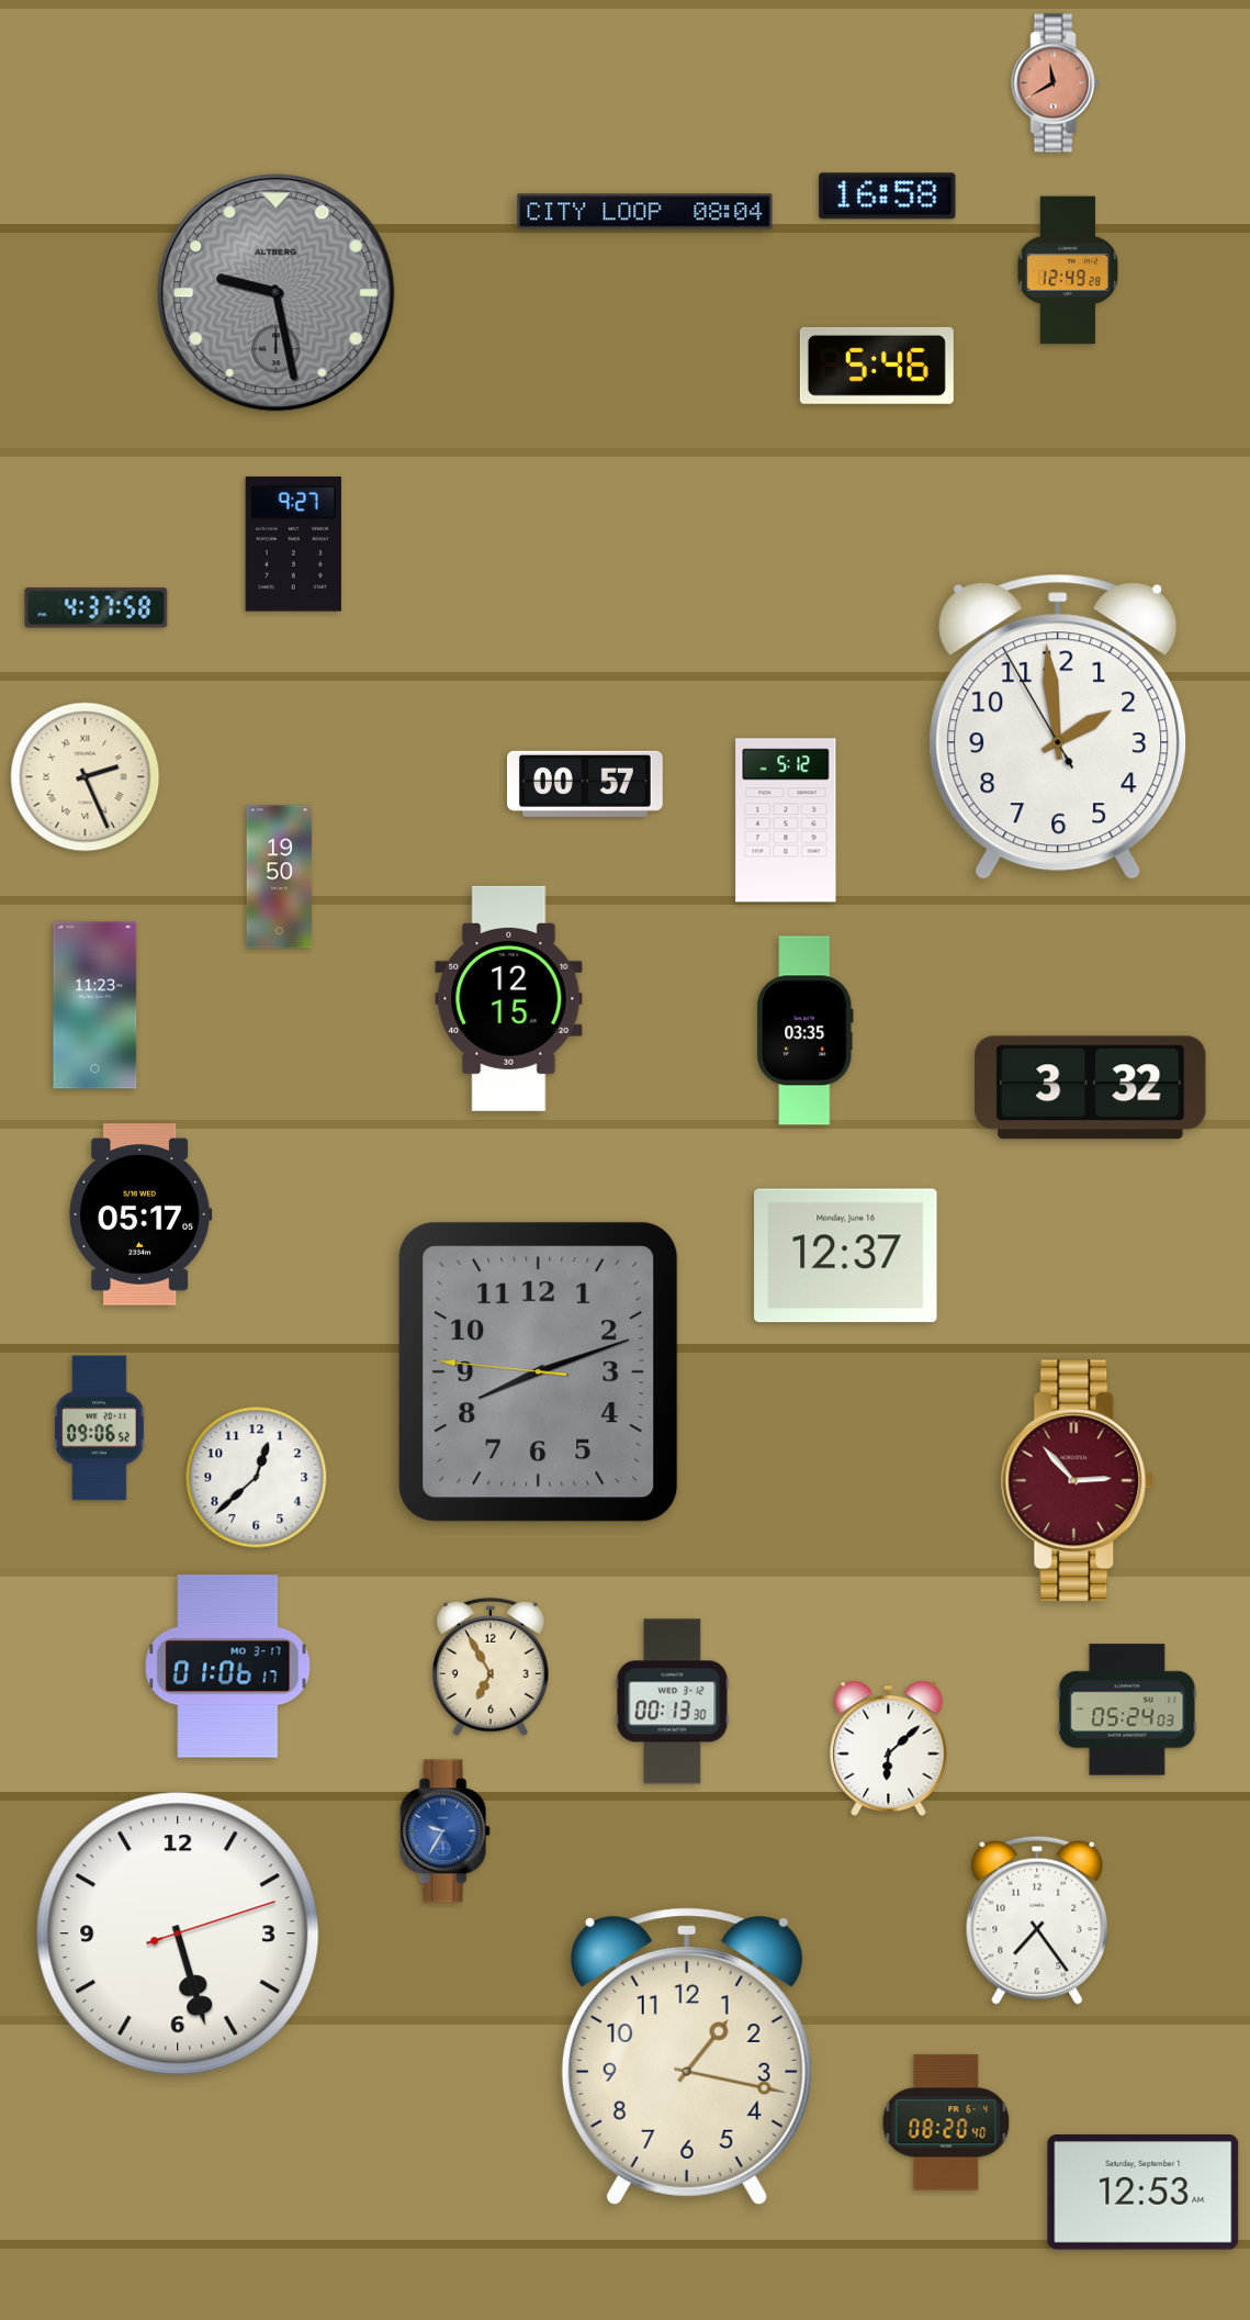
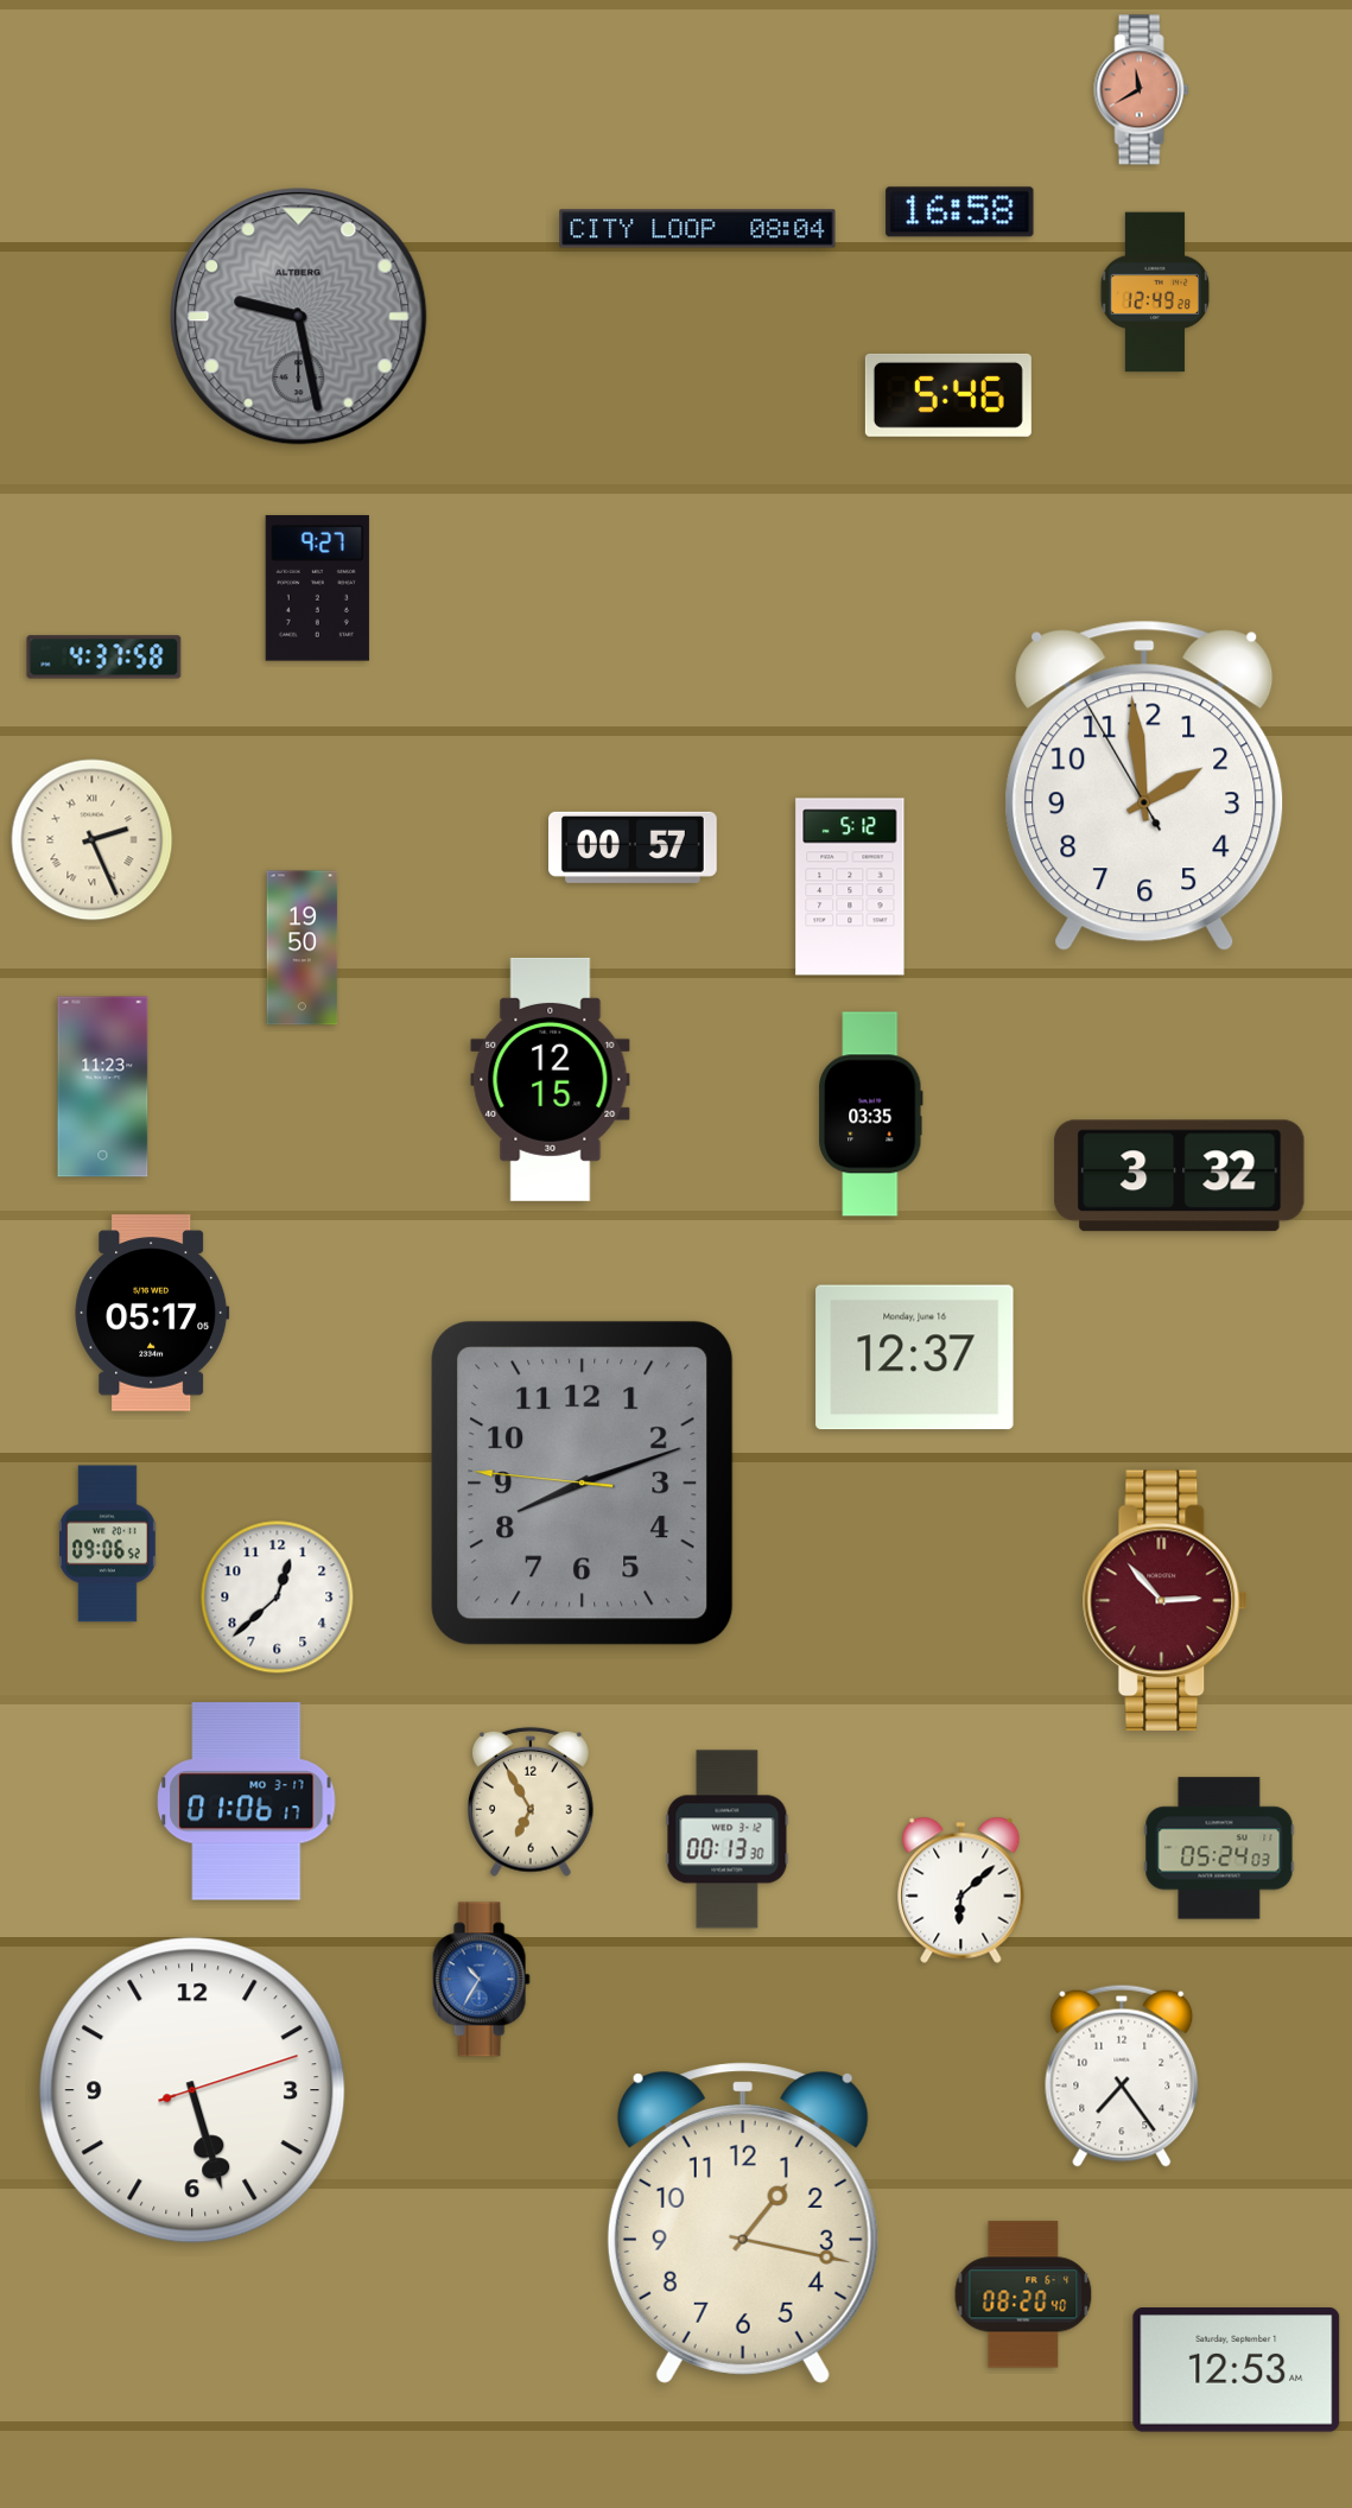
clock at (444, 1831): 9:35 -> 10:35
